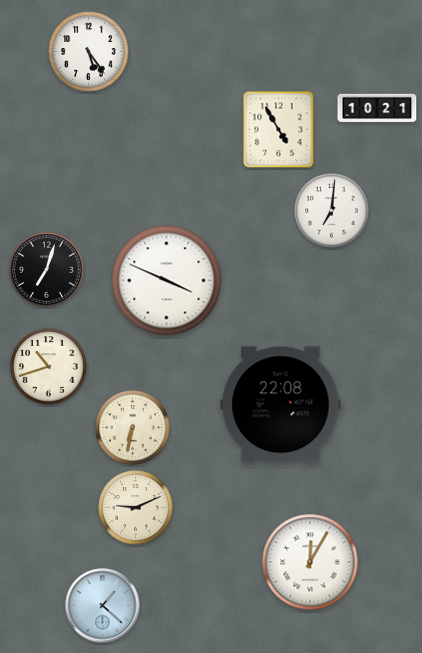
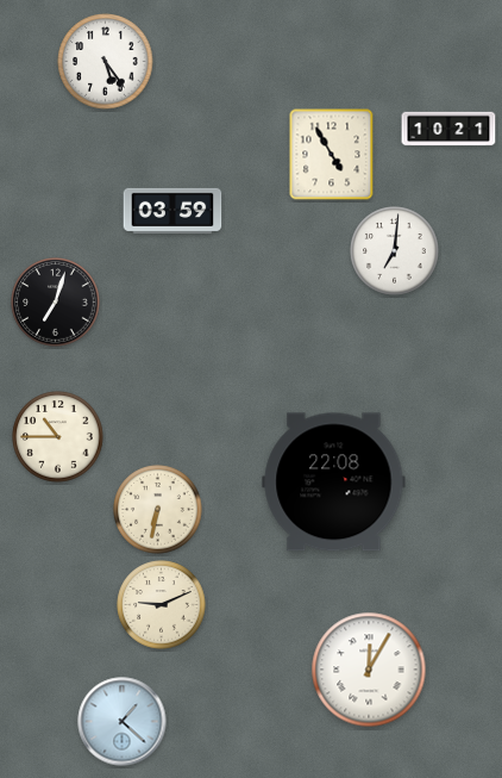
clock at (172, 211): none -> 03:59
clock at (47, 270) position: (47, 270) -> (56, 303)
clock at (167, 281): 3:49 -> none
clock at (49, 367): 10:42 -> 10:45
